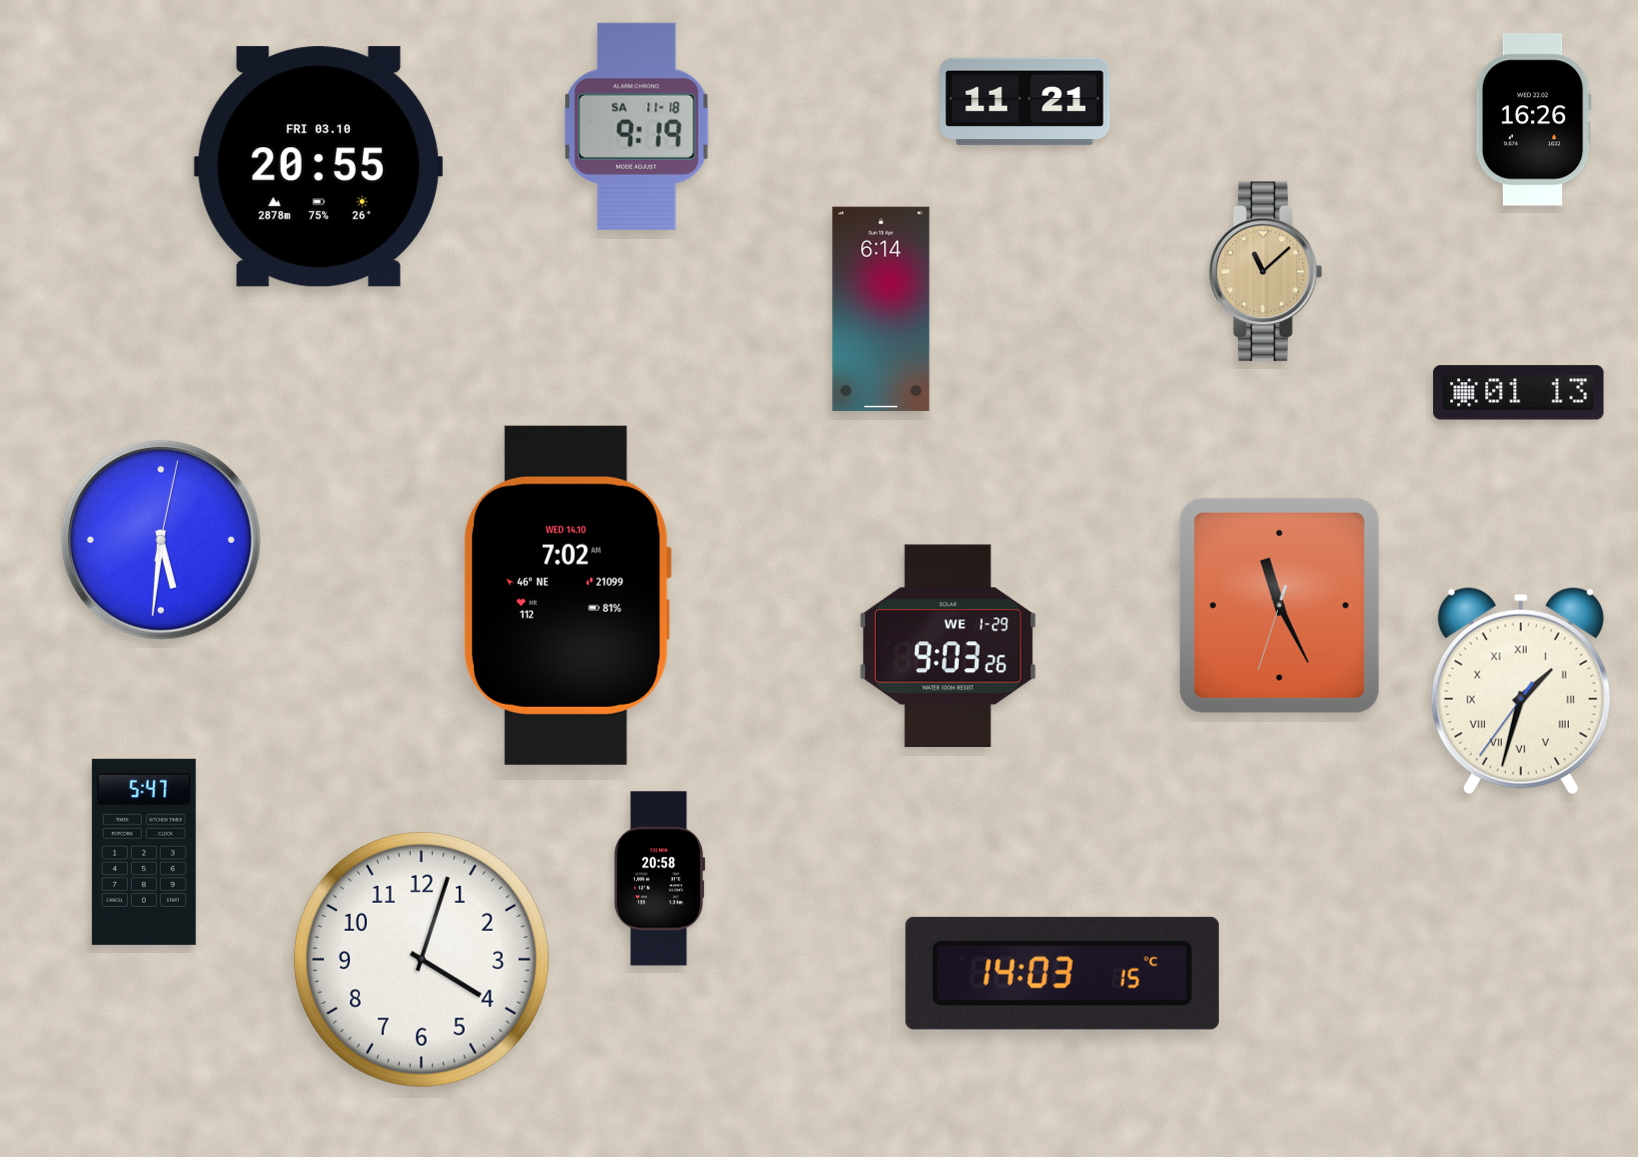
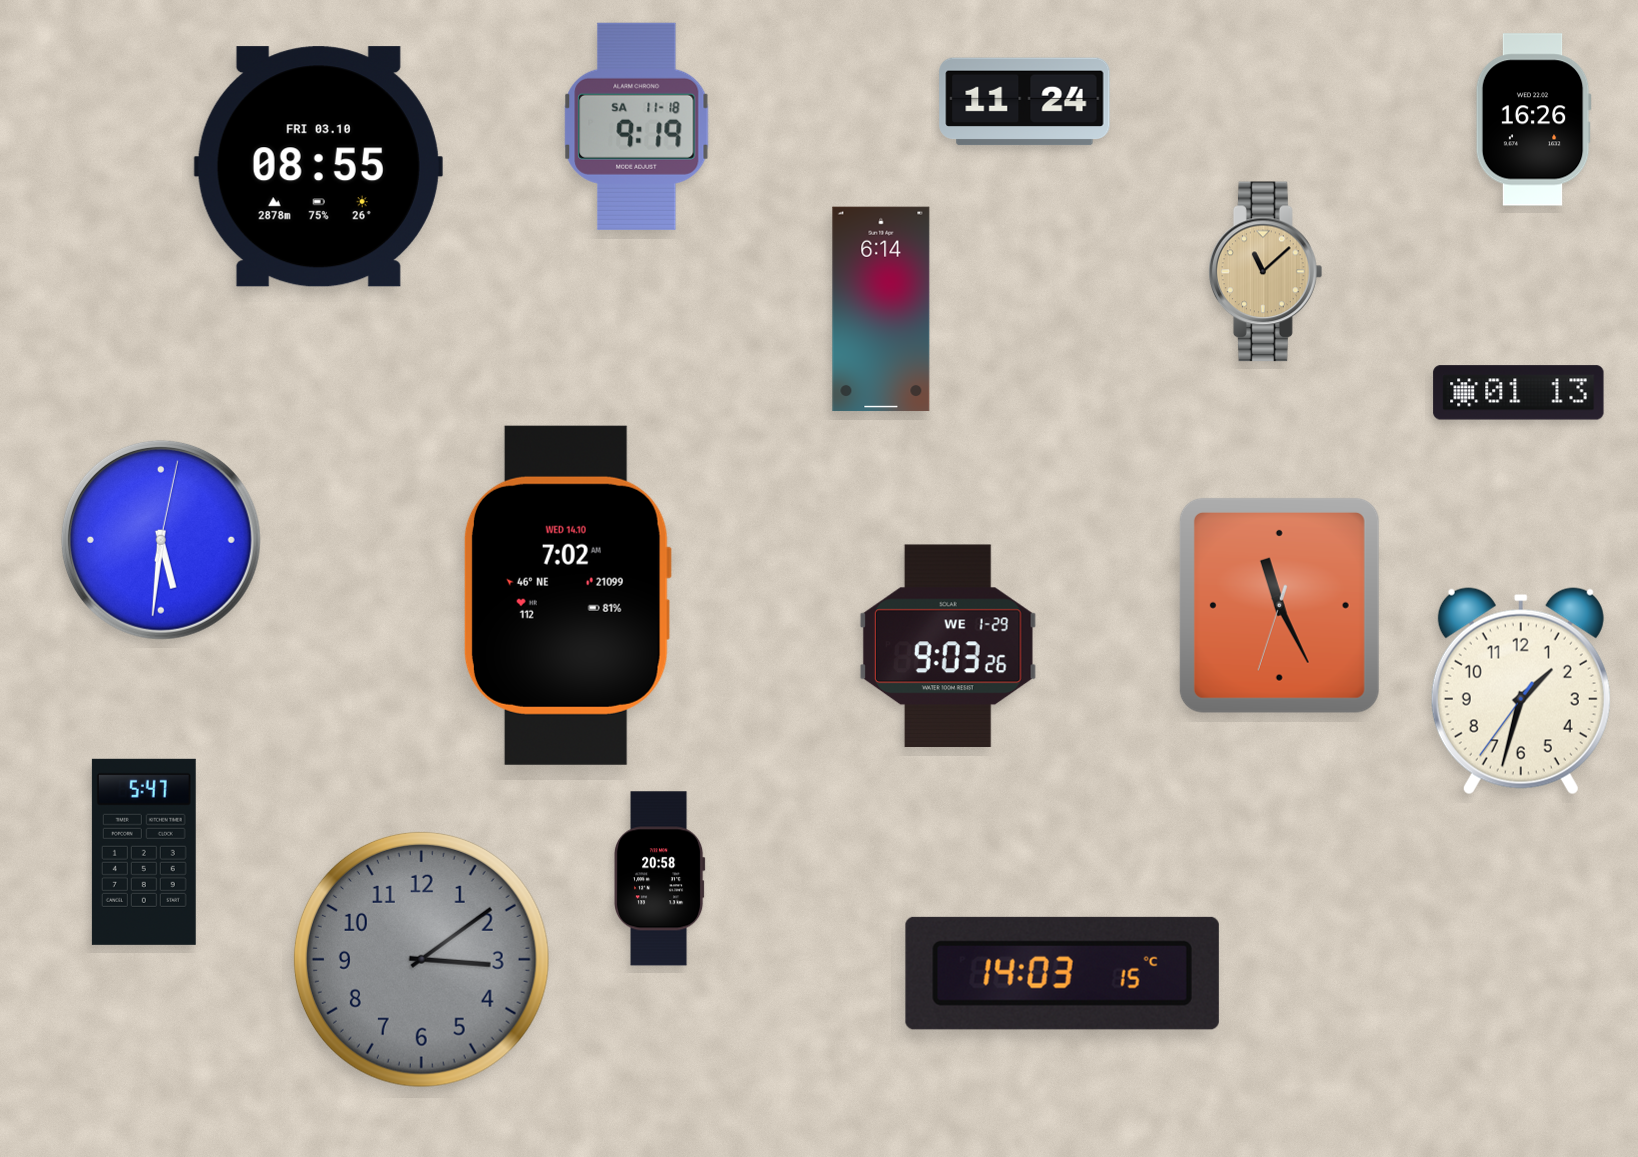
clock at (1025, 102): 11:21 -> 11:24
clock at (318, 167): 20:55 -> 08:55
clock at (1521, 691) numerals: Roman -> Arabic
clock at (421, 959): 4:03 -> 3:09
clock at (421, 959) dial: white -> grey
